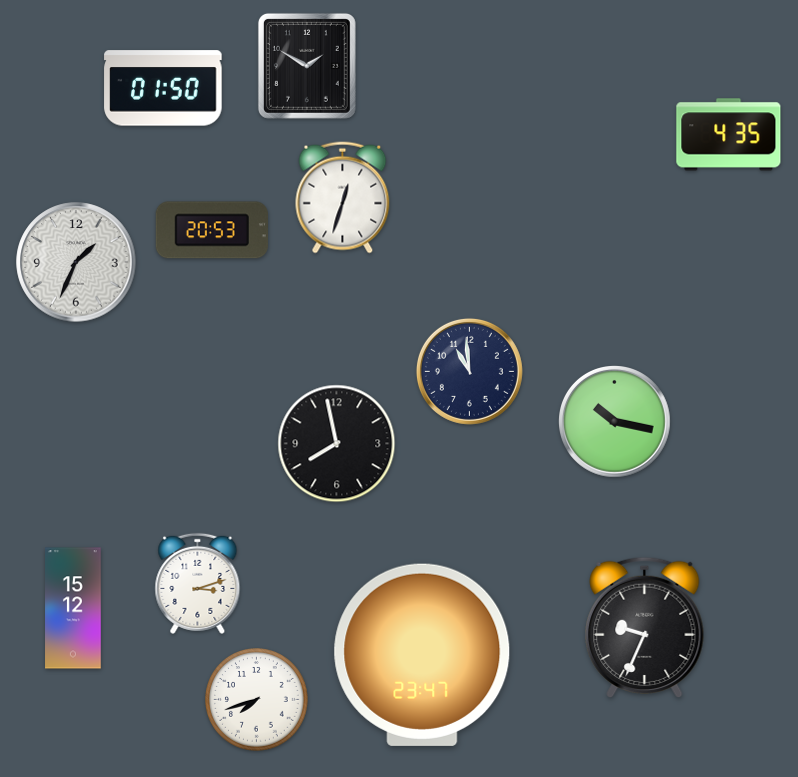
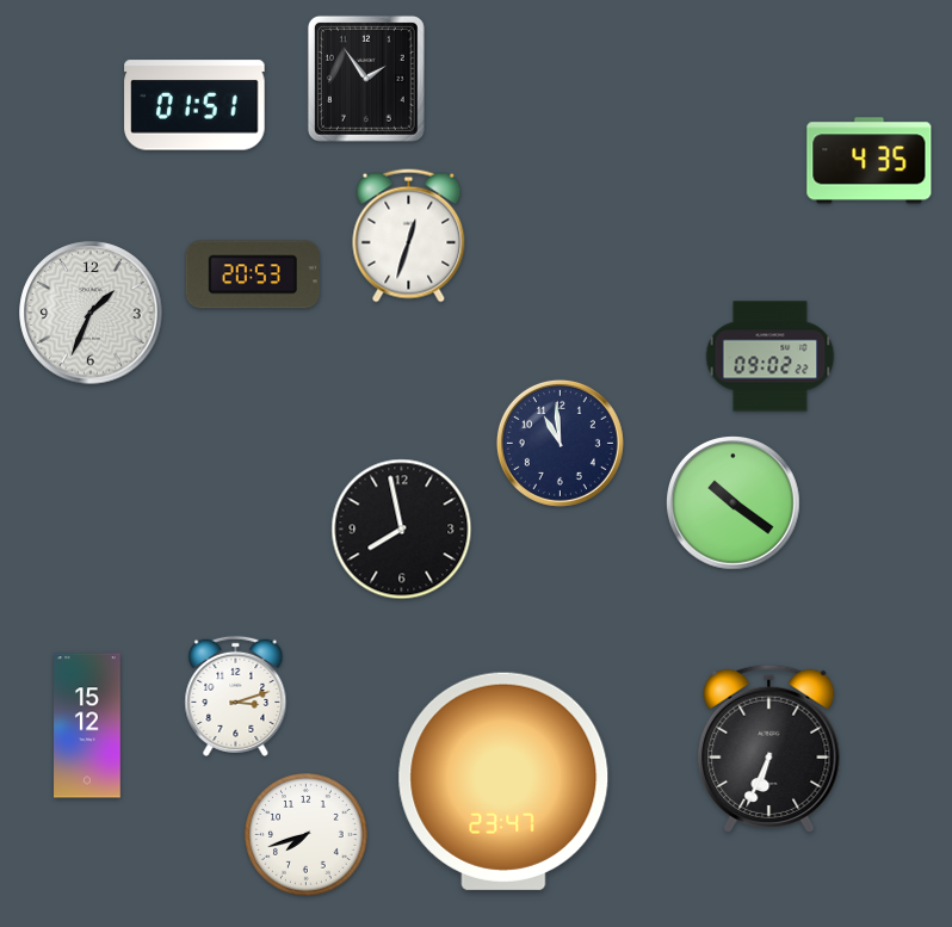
clock at (307, 66): 1:50 -> 1:54
clock at (163, 88): 01:50 -> 01:51
clock at (771, 357): none -> 09:02
clock at (615, 422): 10:17 -> 10:21
clock at (645, 627): 9:34 -> 6:34
